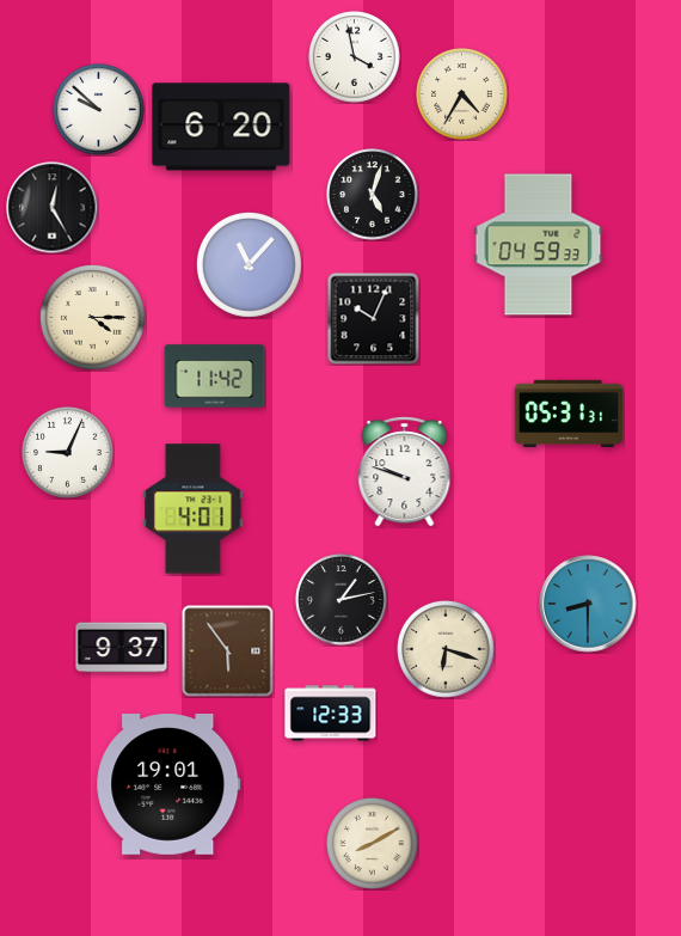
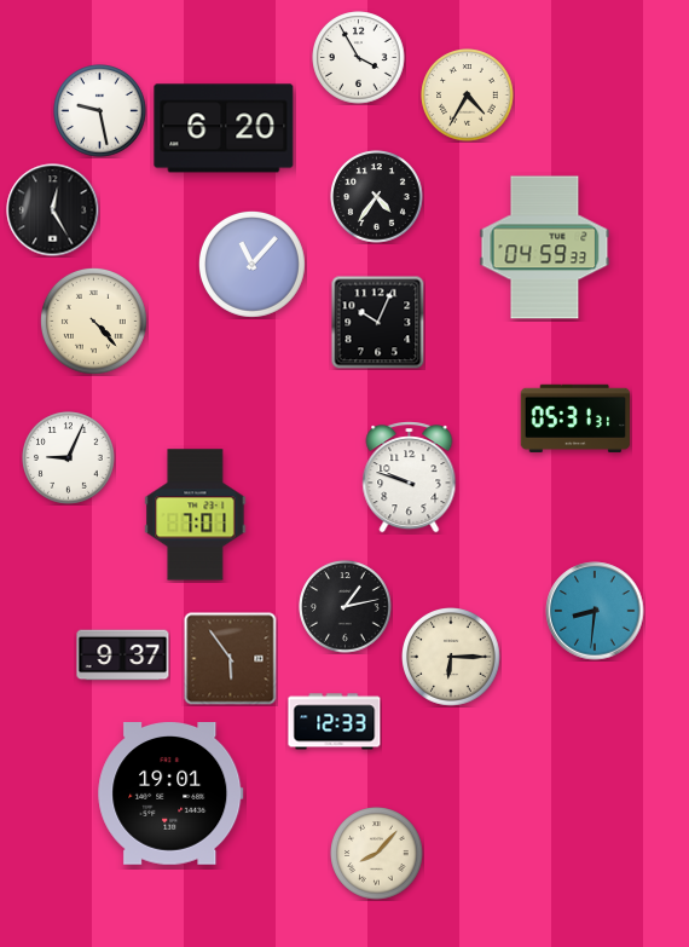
clock at (355, 57): 3:58 -> 3:55
clock at (99, 110): 9:52 -> 9:28
clock at (373, 195): 5:03 -> 4:36
clock at (249, 264) position: (249, 264) -> (251, 264)
clock at (92, 317): 4:15 -> 4:23
clock at (215, 377): 11:42 -> none
clock at (194, 509): 4:01 -> 7:01
clock at (588, 604): 8:30 -> 8:31
clock at (447, 650): 6:18 -> 6:15
clock at (373, 844): 8:10 -> 8:07
